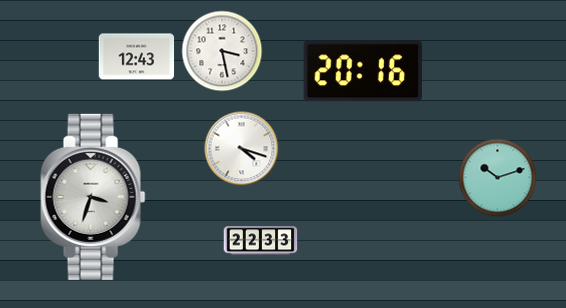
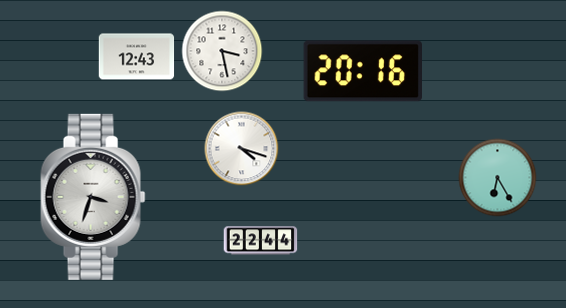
clock at (498, 178): 10:12 -> 6:25
clock at (261, 241): 22:33 -> 22:44
